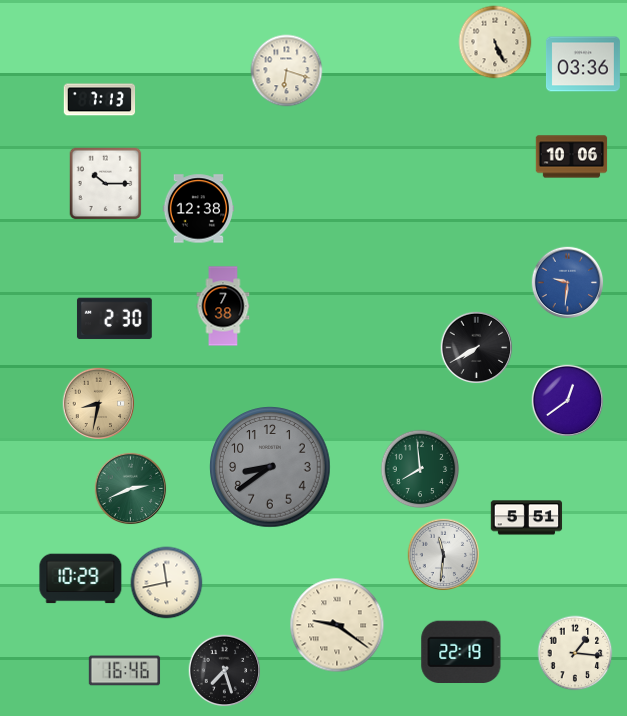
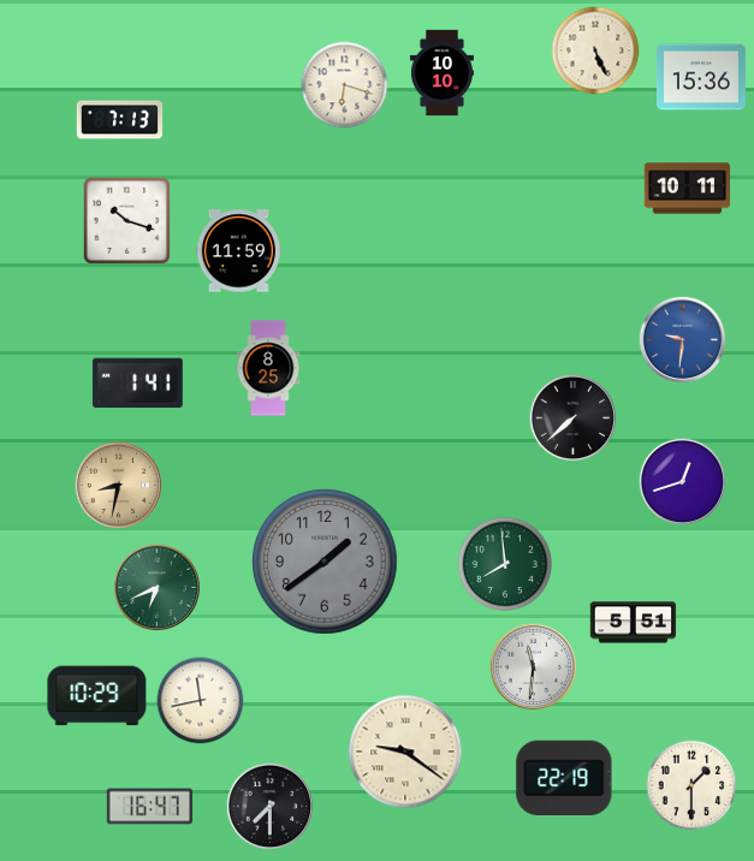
clock at (441, 73): none -> 10:10
clock at (583, 64): 03:36 -> 15:36
clock at (572, 157): 10:06 -> 10:11
clock at (106, 184): 10:15 -> 10:18
clock at (199, 209): 12:38 -> 11:59
clock at (223, 306): 7:38 -> 8:25
clock at (115, 319): 2:30 -> 1:41
clock at (477, 348): 7:40 -> 7:38
clock at (568, 401): 12:39 -> 12:42
clock at (270, 467): 8:39 -> 1:39
clock at (131, 489): 2:41 -> 6:41
clock at (461, 651) position: (461, 651) -> (564, 777)
clock at (575, 653): 1:16 -> 1:30
clock at (125, 671): 16:46 -> 16:47
clock at (225, 671): 7:27 -> 7:30
